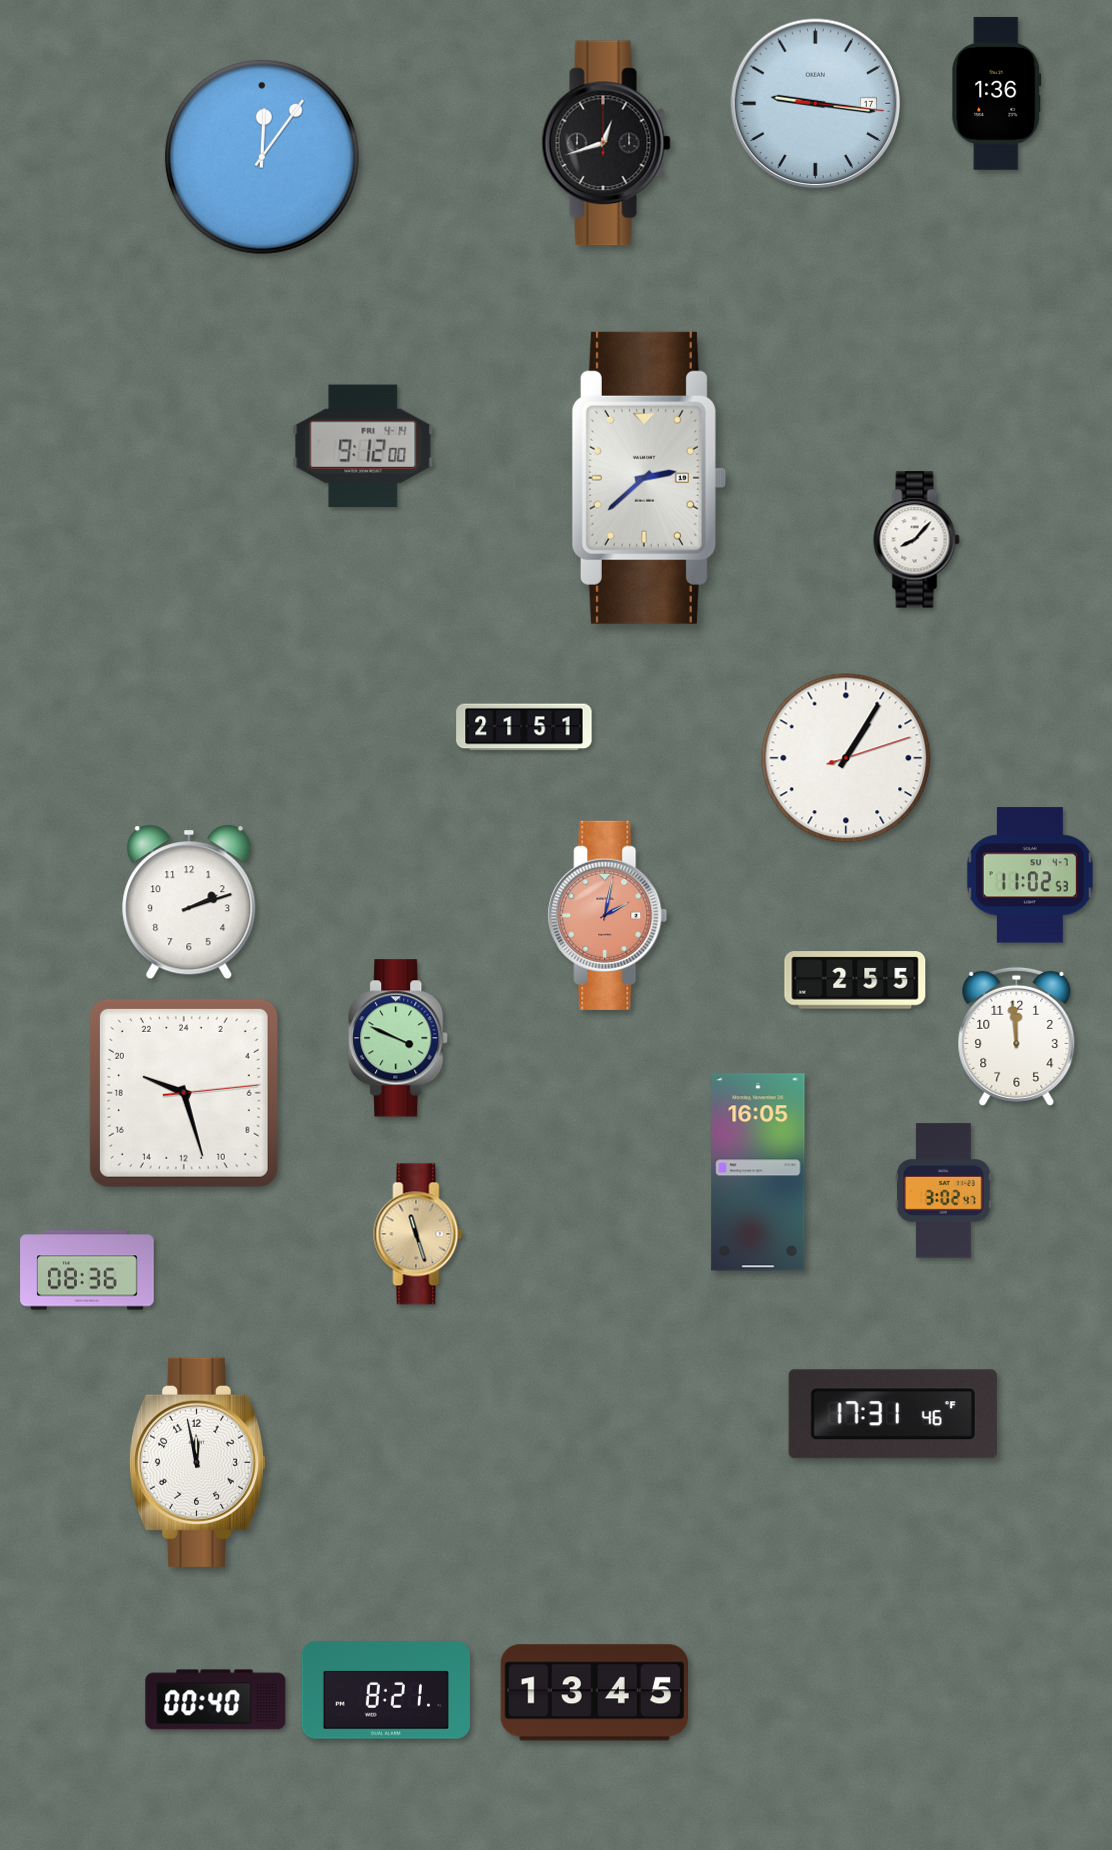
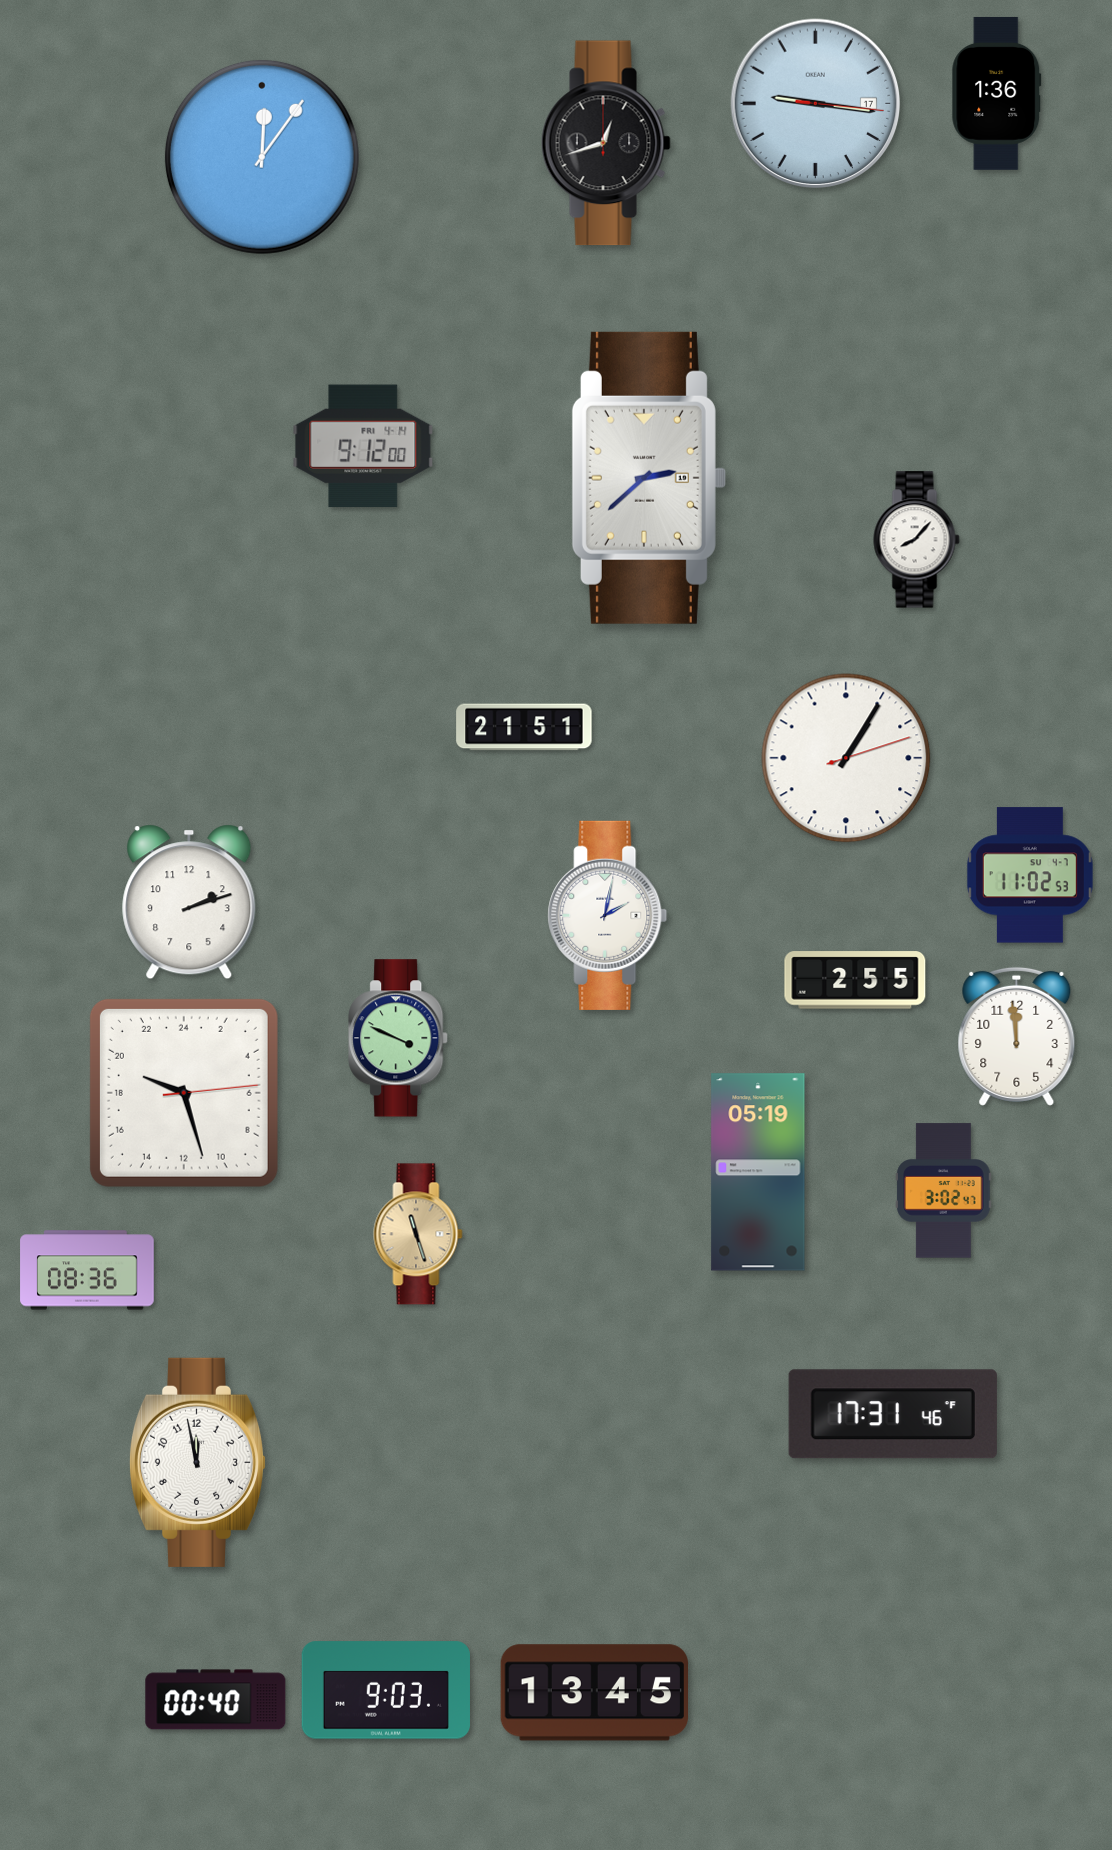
clock at (608, 915) dial: salmon -> white
clock at (758, 1172): 16:05 -> 05:19
clock at (386, 1690): 8:21 -> 9:03
